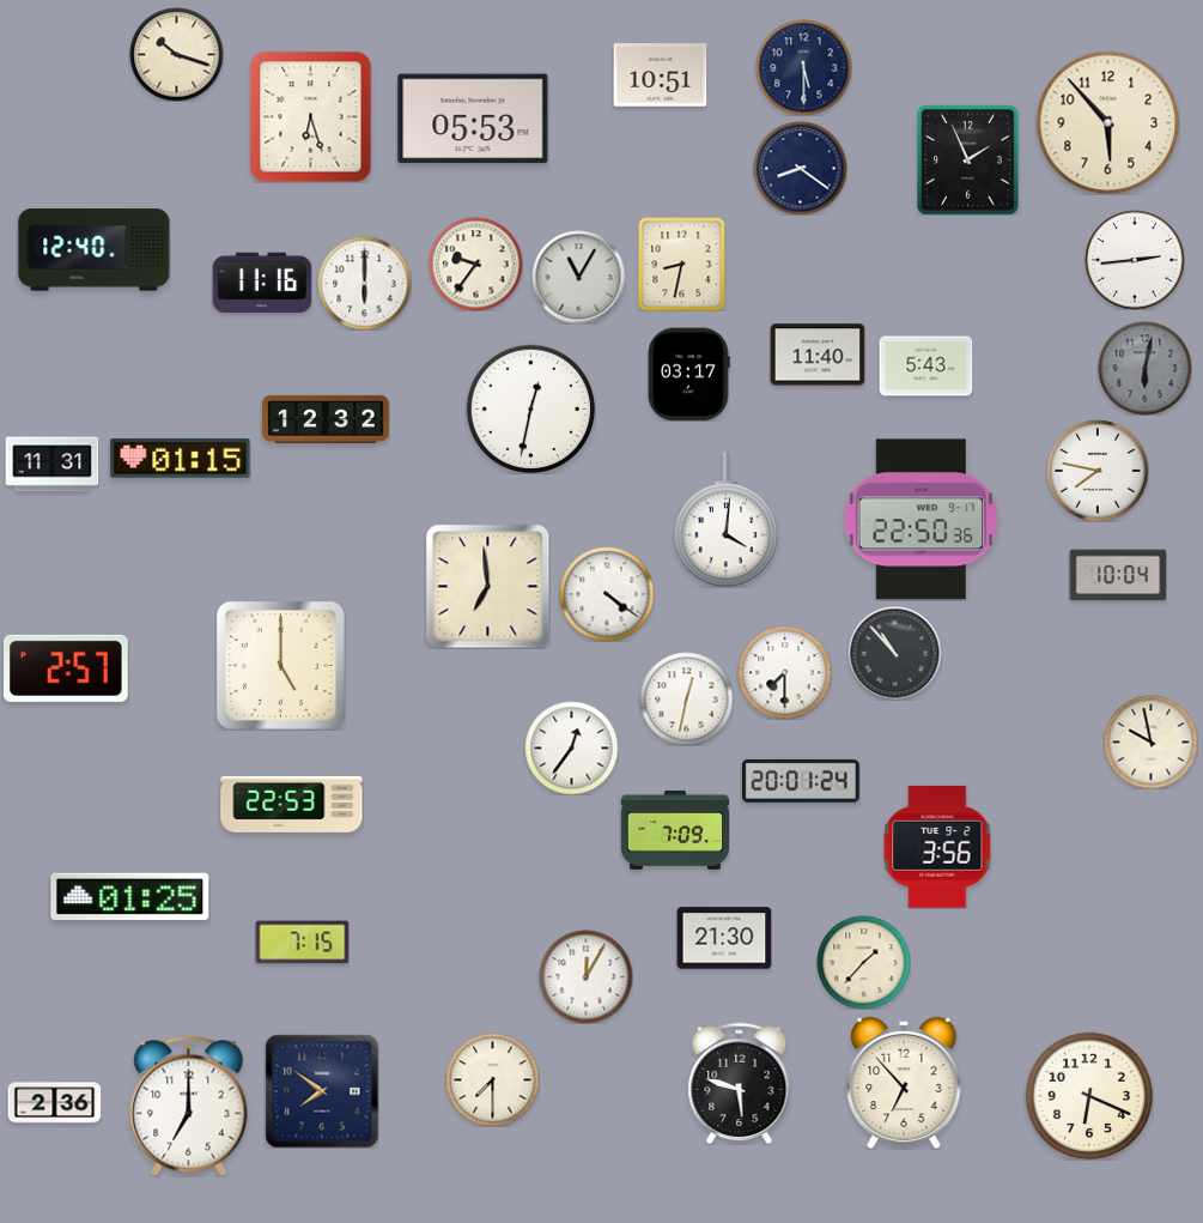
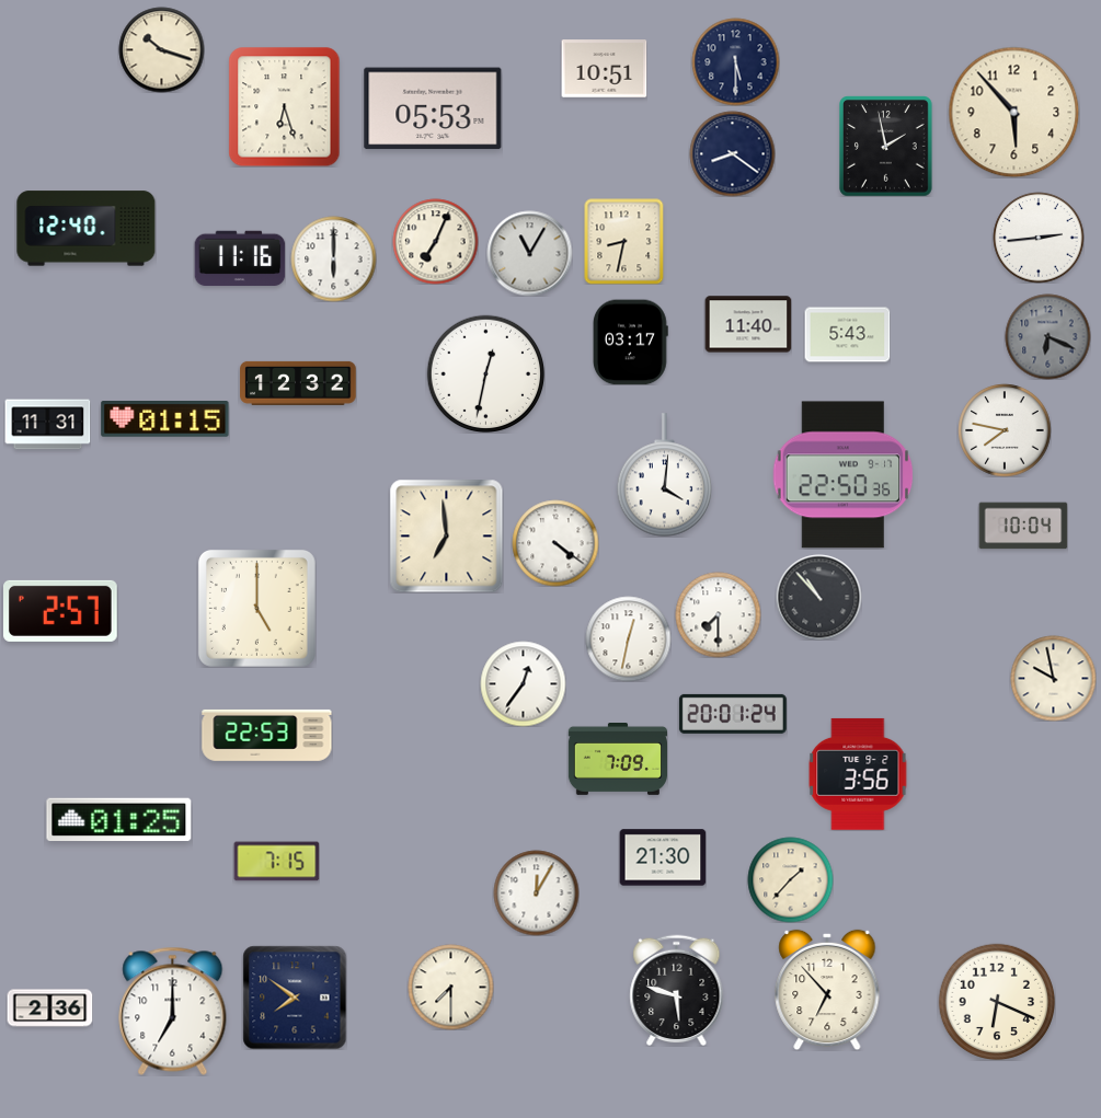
clock at (968, 161): 1:56 -> 1:58
clock at (475, 264): 9:36 -> 7:04
clock at (1144, 368): 6:02 -> 6:19
